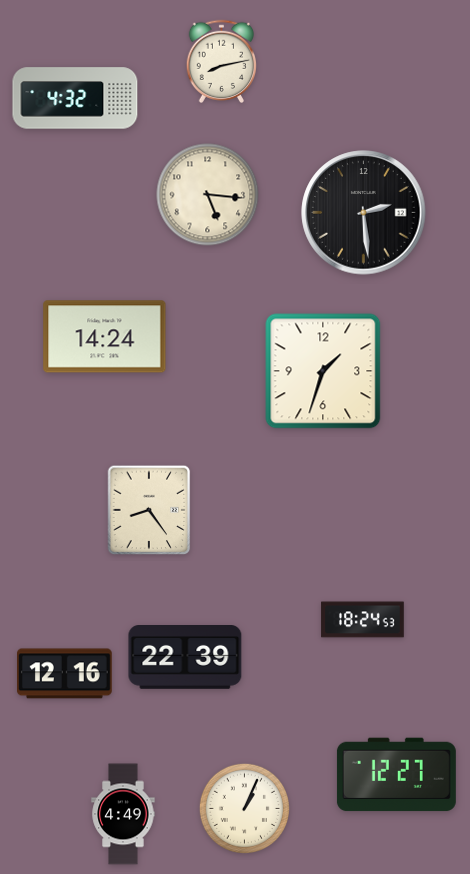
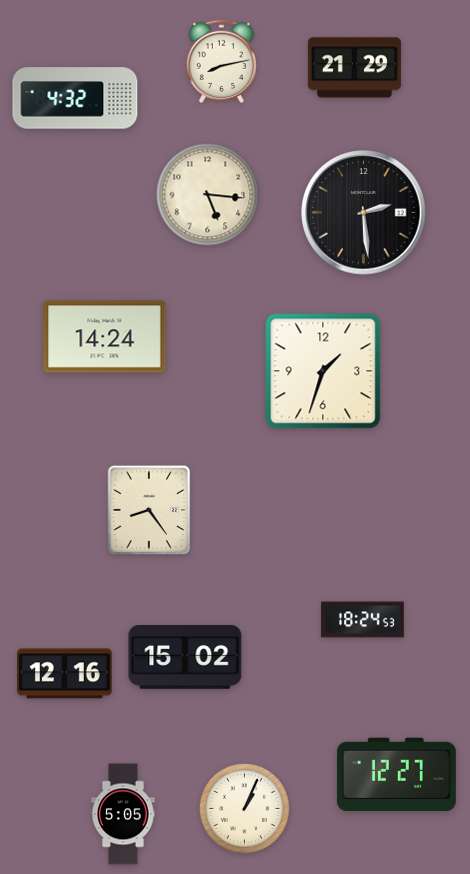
clock at (354, 68): none -> 21:29
clock at (185, 658): 22:39 -> 15:02
clock at (123, 814): 4:49 -> 5:05
